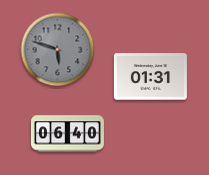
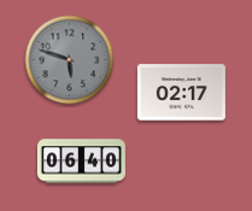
clock at (150, 77): 01:31 -> 02:17
